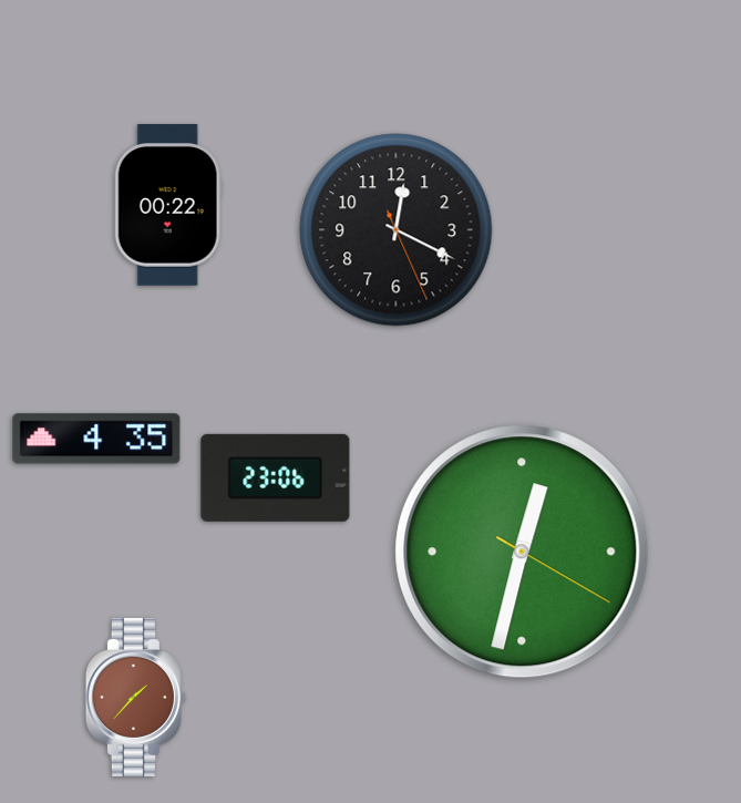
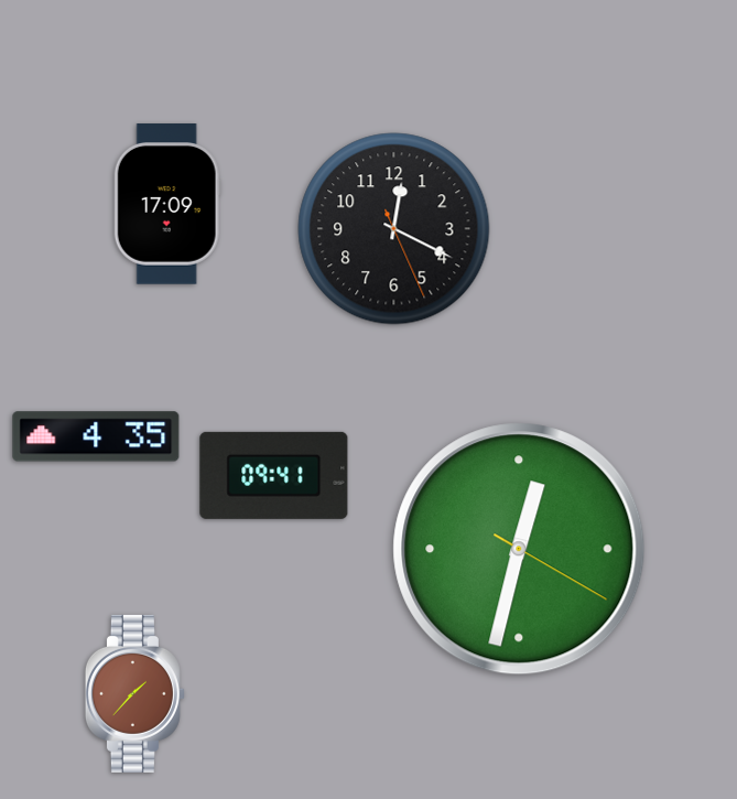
clock at (168, 205): 00:22 -> 17:09
clock at (276, 477): 23:06 -> 09:41
